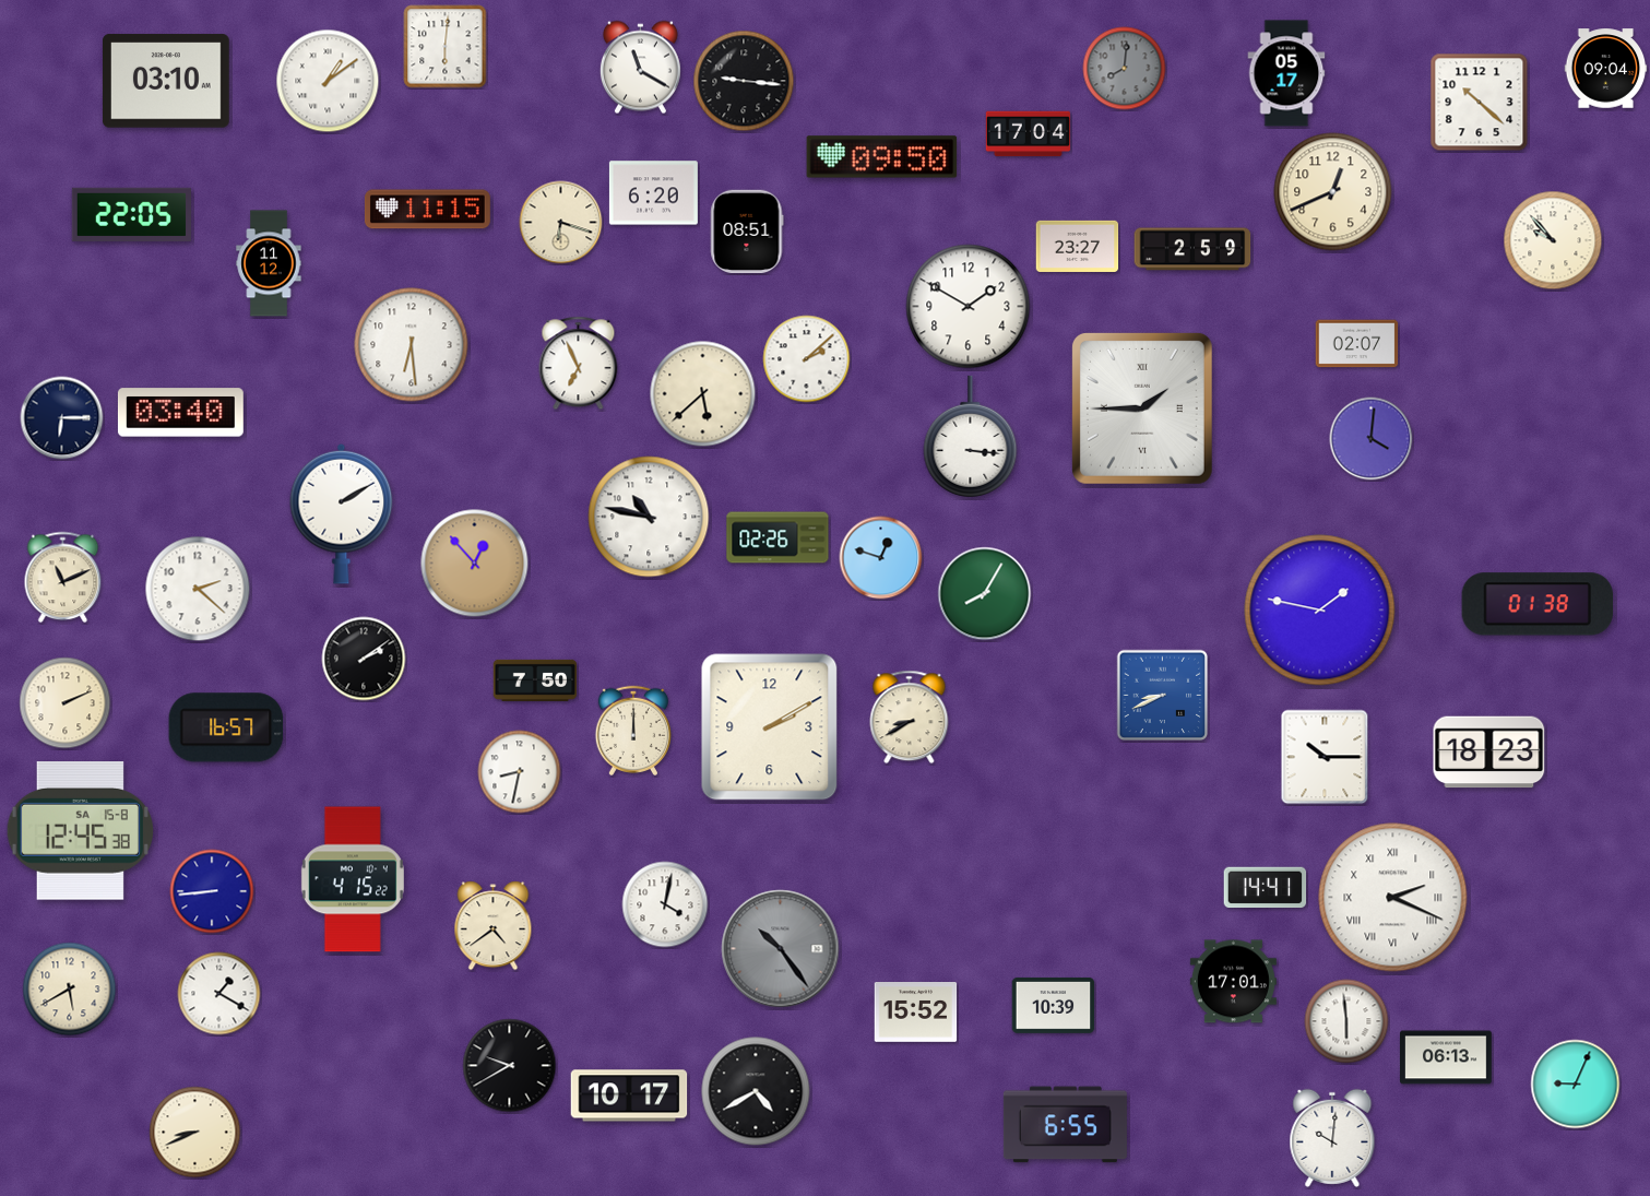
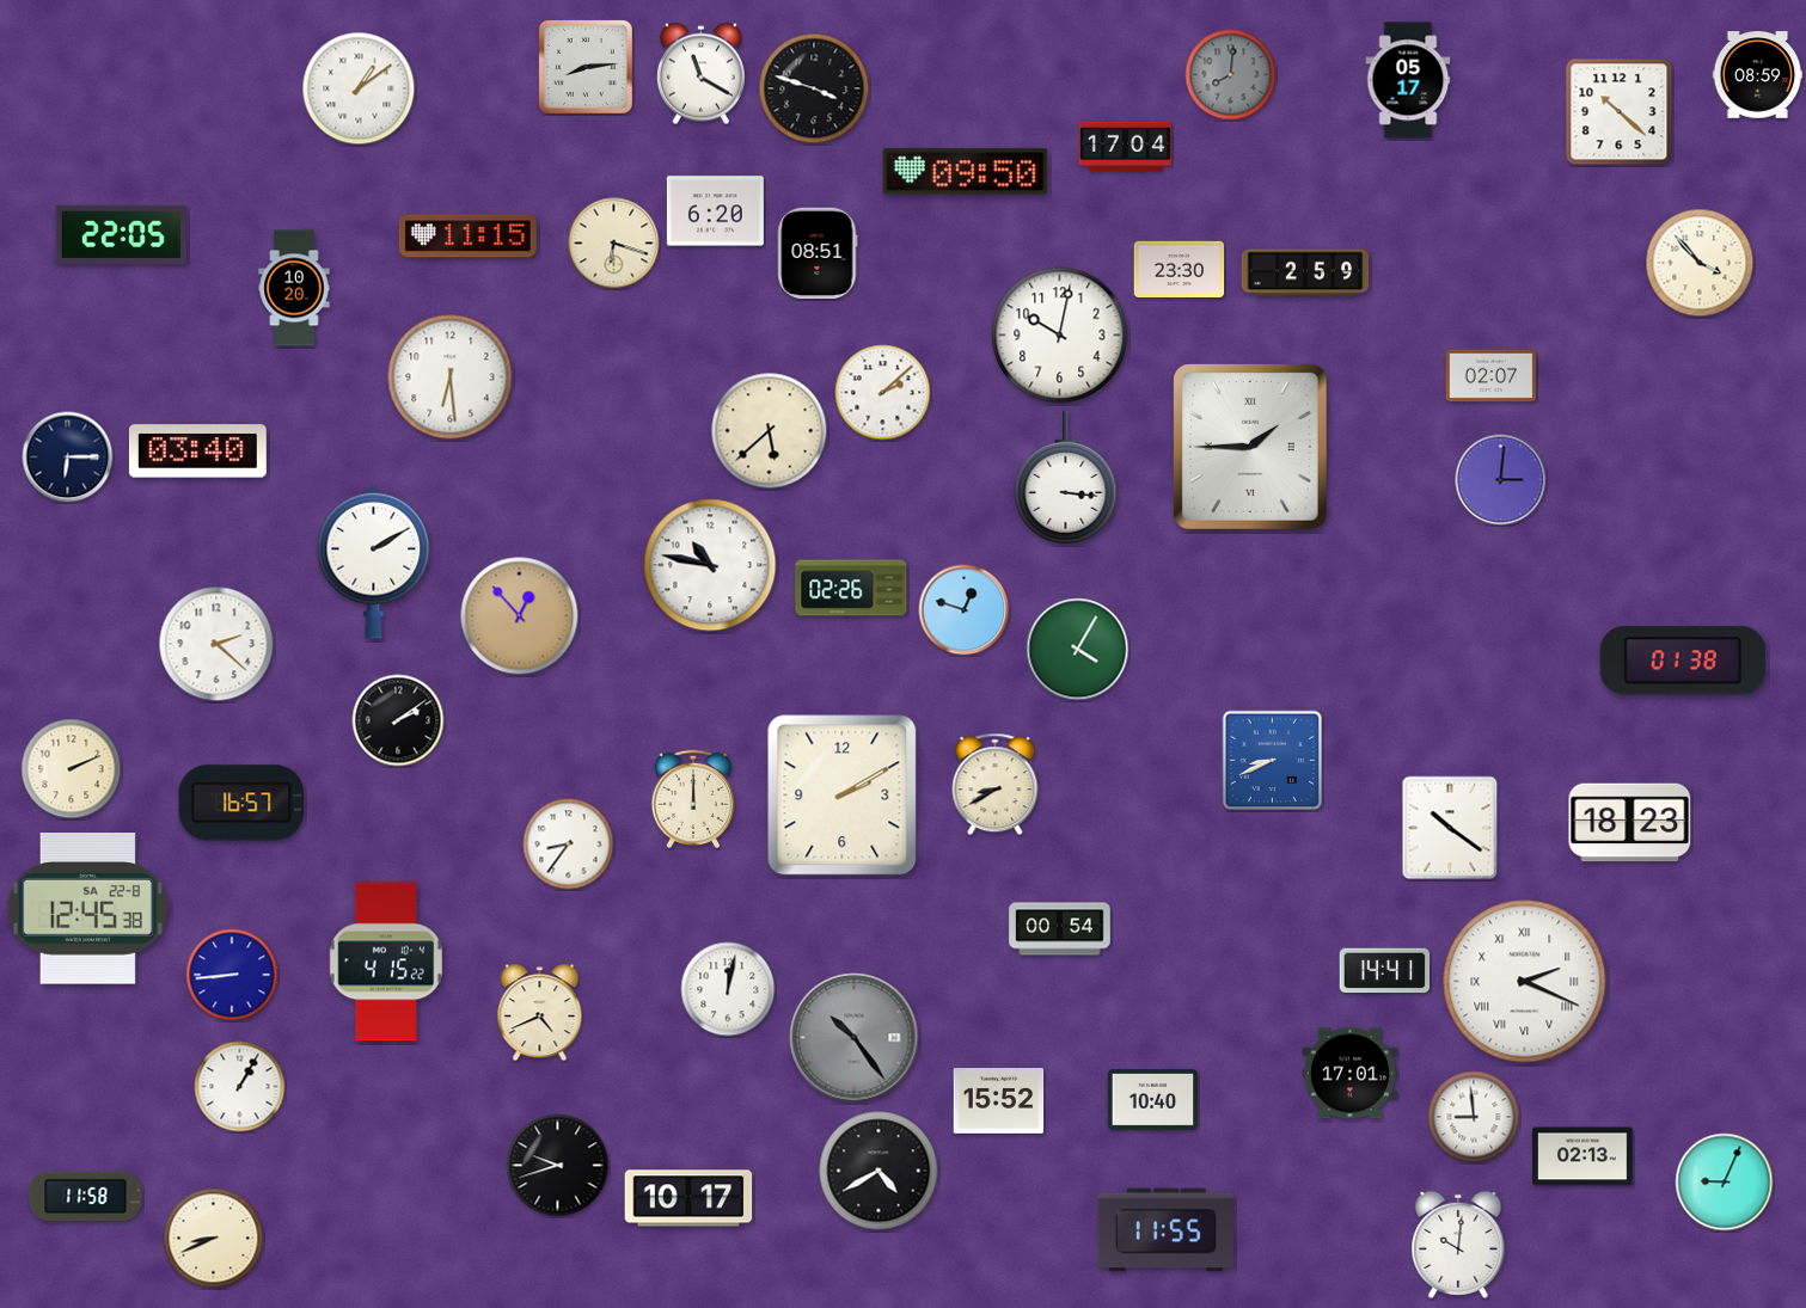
clock at (446, 47): 6:01 -> none
clock at (586, 67): none -> 8:14
clock at (1606, 69): 09:04 -> 08:59
clock at (166, 81): 03:10 -> none
clock at (744, 81): 9:16 -> 3:48
clock at (1333, 192): 12:41 -> none
clock at (427, 210) position: (427, 210) -> (467, 237)
clock at (131, 214) position: (131, 214) -> (121, 234)
clock at (1553, 240): 9:53 -> 3:53
clock at (1078, 246): 23:27 -> 23:30
clock at (269, 263): 11:12 -> 10:20
clock at (969, 307): 1:50 -> 10:02
clock at (1357, 344) position: (1357, 344) -> (1492, 376)
clock at (579, 364): 6:56 -> none
clock at (971, 437) position: (971, 437) -> (1066, 478)
clock at (1372, 439): 4:01 -> 3:01
clock at (63, 578): 11:11 -> none
clock at (985, 594): 8:05 -> 4:05
clock at (1320, 611): 1:47 -> none
clock at (535, 680): 7:50 -> none
clock at (226, 727) position: (226, 727) -> (241, 803)
clock at (1325, 757): 10:15 -> 10:21
clock at (520, 772): 8:32 -> 8:36
clock at (80, 831) date: SA 15-8 -> SA 22-8
clock at (1060, 929): none -> 00:54
clock at (665, 904): 4:02 -> 12:02
clock at (494, 926): 4:39 -> 4:41
clock at (70, 990): 5:40 -> none
clock at (219, 994): 1:20 -> 1:05
clock at (1054, 1005): 10:39 -> 10:40
clock at (916, 1013) position: (916, 1013) -> (999, 1101)
clock at (1346, 1021): 5:59 -> 8:59
clock at (1447, 1057): 06:13 -> 02:13
clock at (510, 1066): 9:40 -> 9:42
clock at (1576, 1085) position: (1576, 1085) -> (1725, 1183)
clock at (756, 1091) position: (756, 1091) -> (878, 1171)
clock at (86, 1196): none -> 11:58
clock at (1065, 1125): 6:55 -> 11:55
